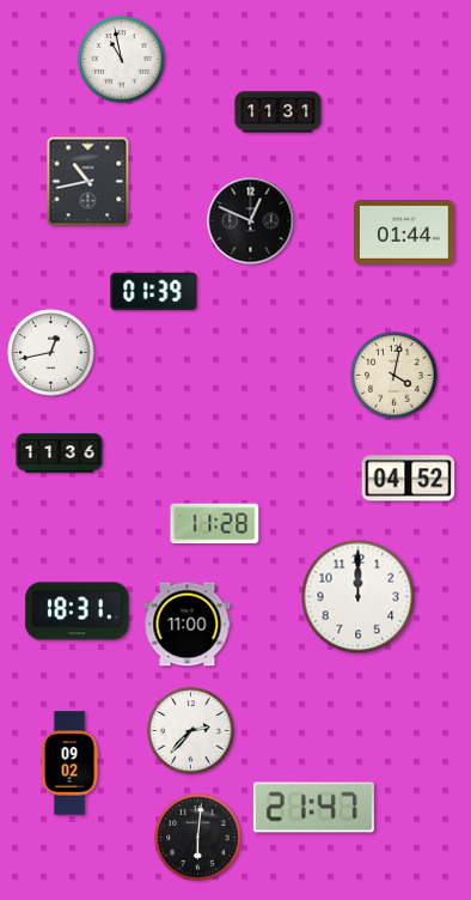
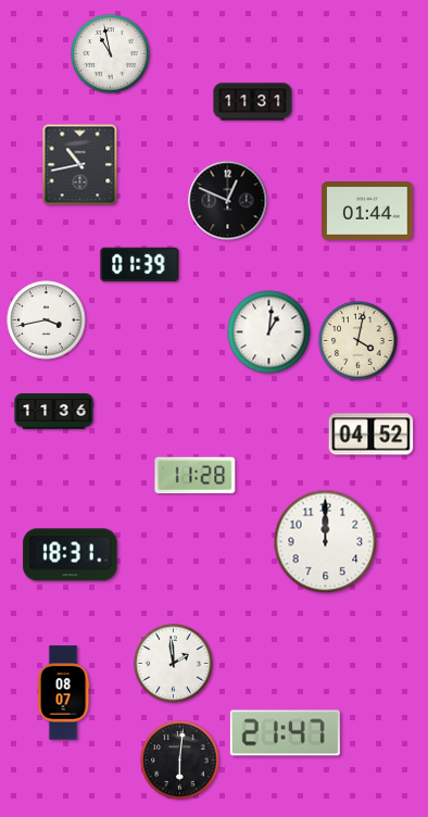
clock at (51, 353): 12:43 -> 3:43
clock at (269, 332): none -> 1:01
clock at (188, 625): 11:00 -> none
clock at (191, 731): 2:37 -> 1:59
clock at (69, 764): 09:02 -> 08:07
